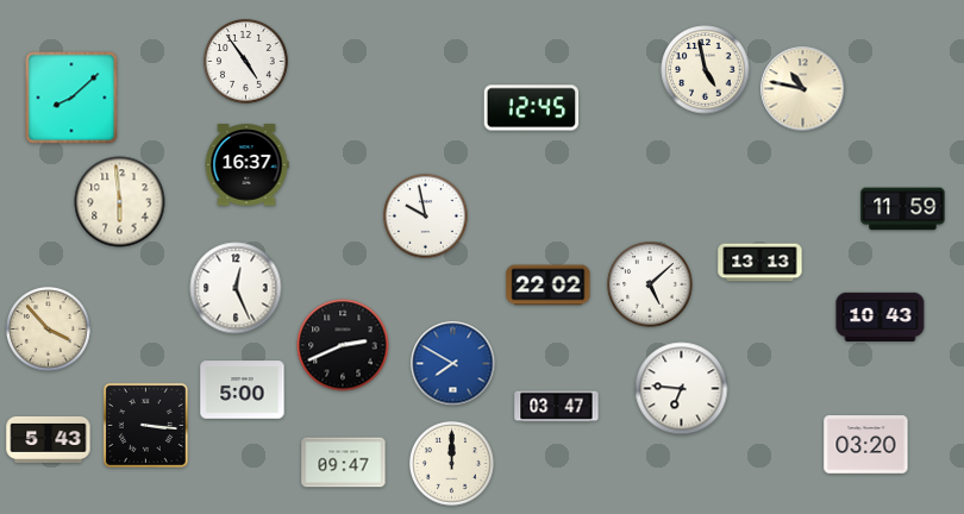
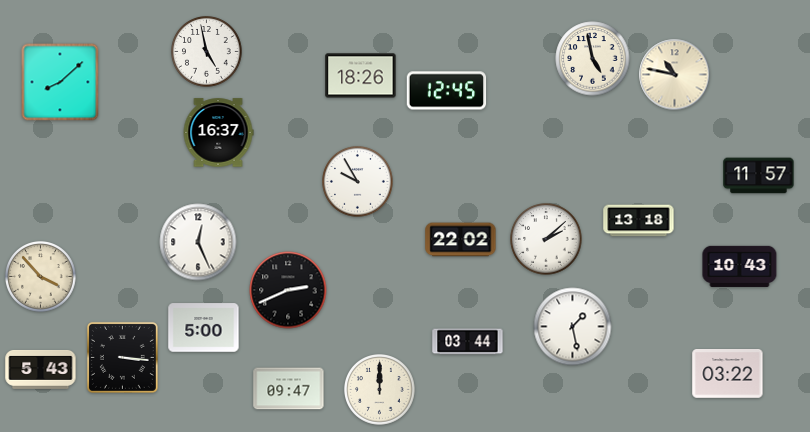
clock at (246, 62): 4:54 -> 4:58
clock at (361, 76): none -> 18:26
clock at (246, 165) position: (246, 165) -> (218, 133)
clock at (120, 202): 5:59 -> none
clock at (903, 209): 11:59 -> 11:57
clock at (426, 217): 9:58 -> 9:55
clock at (760, 263): 13:13 -> 13:18
clock at (650, 284): 5:08 -> 2:08
clock at (453, 364): 7:50 -> none
clock at (682, 389): 6:46 -> 1:28
clock at (557, 407): 03:47 -> 03:44
clock at (866, 445): 03:20 -> 03:22
